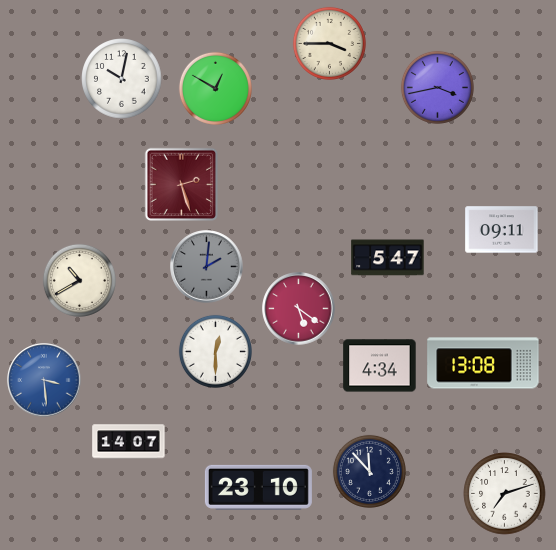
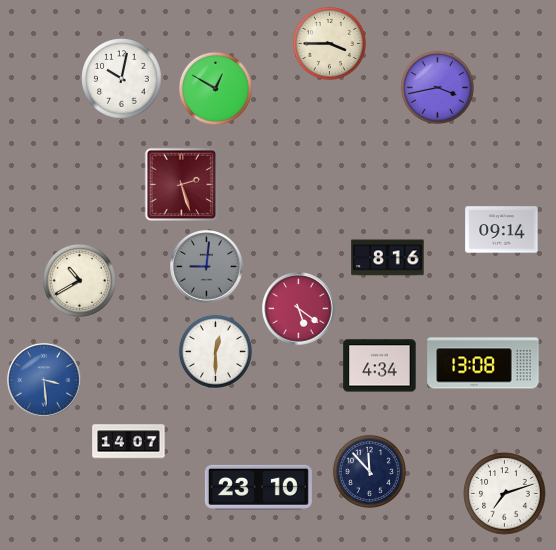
clock at (502, 230): 09:11 -> 09:14
clock at (388, 258): 5:47 -> 8:16
clock at (207, 267): 2:01 -> 9:01
